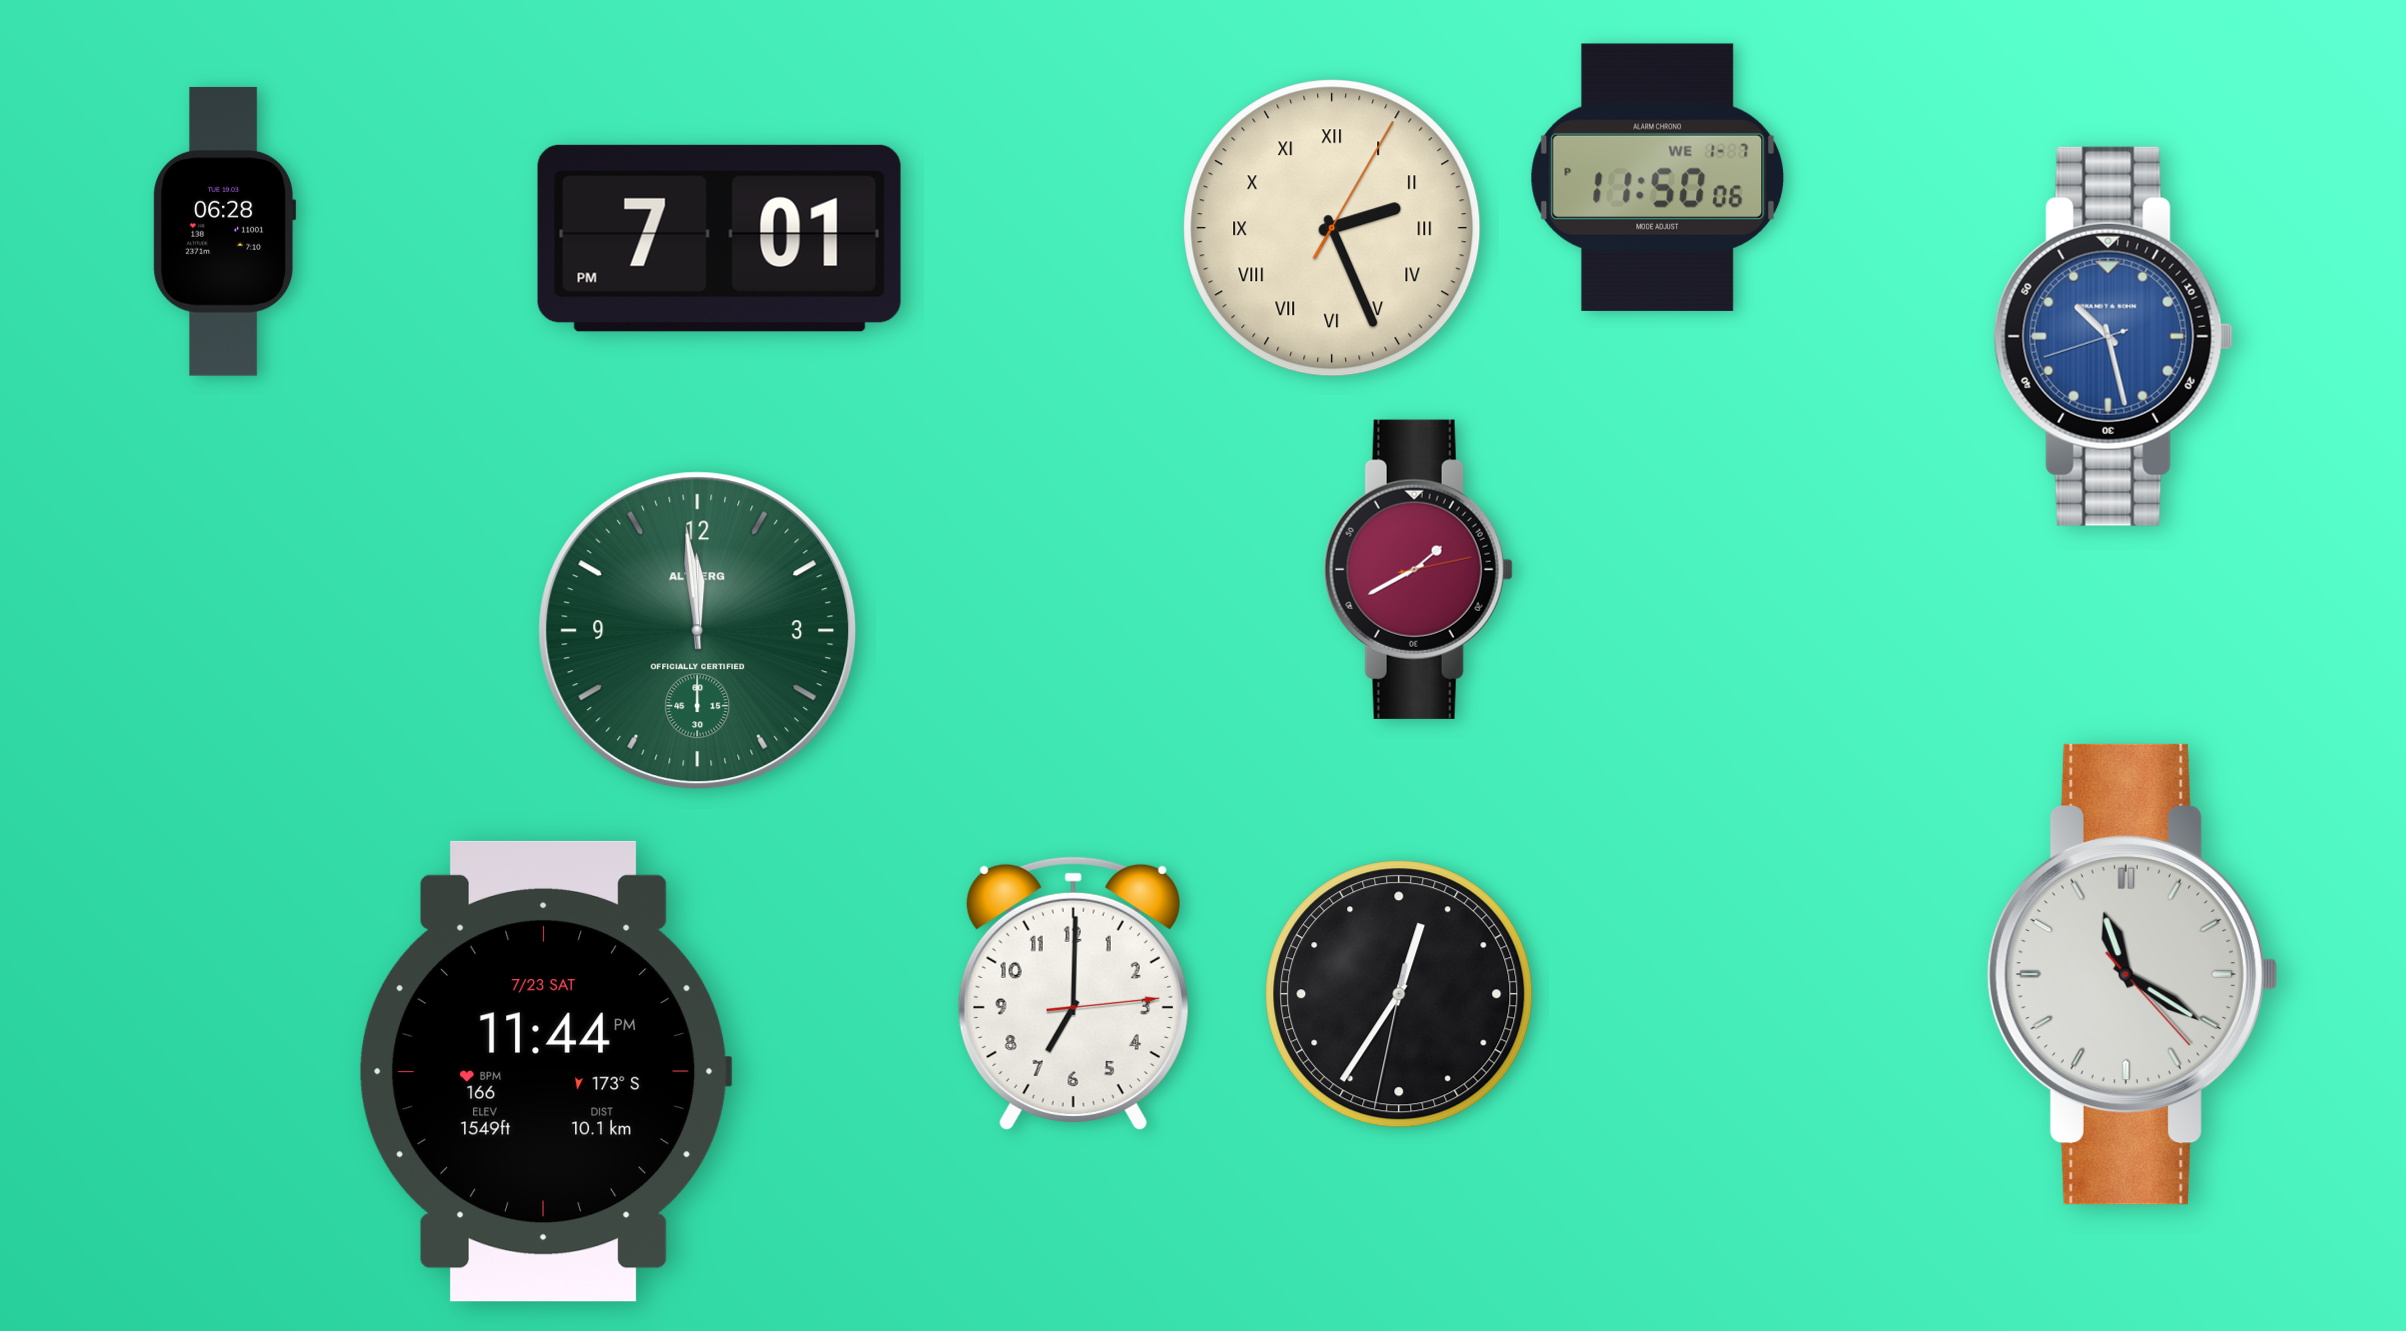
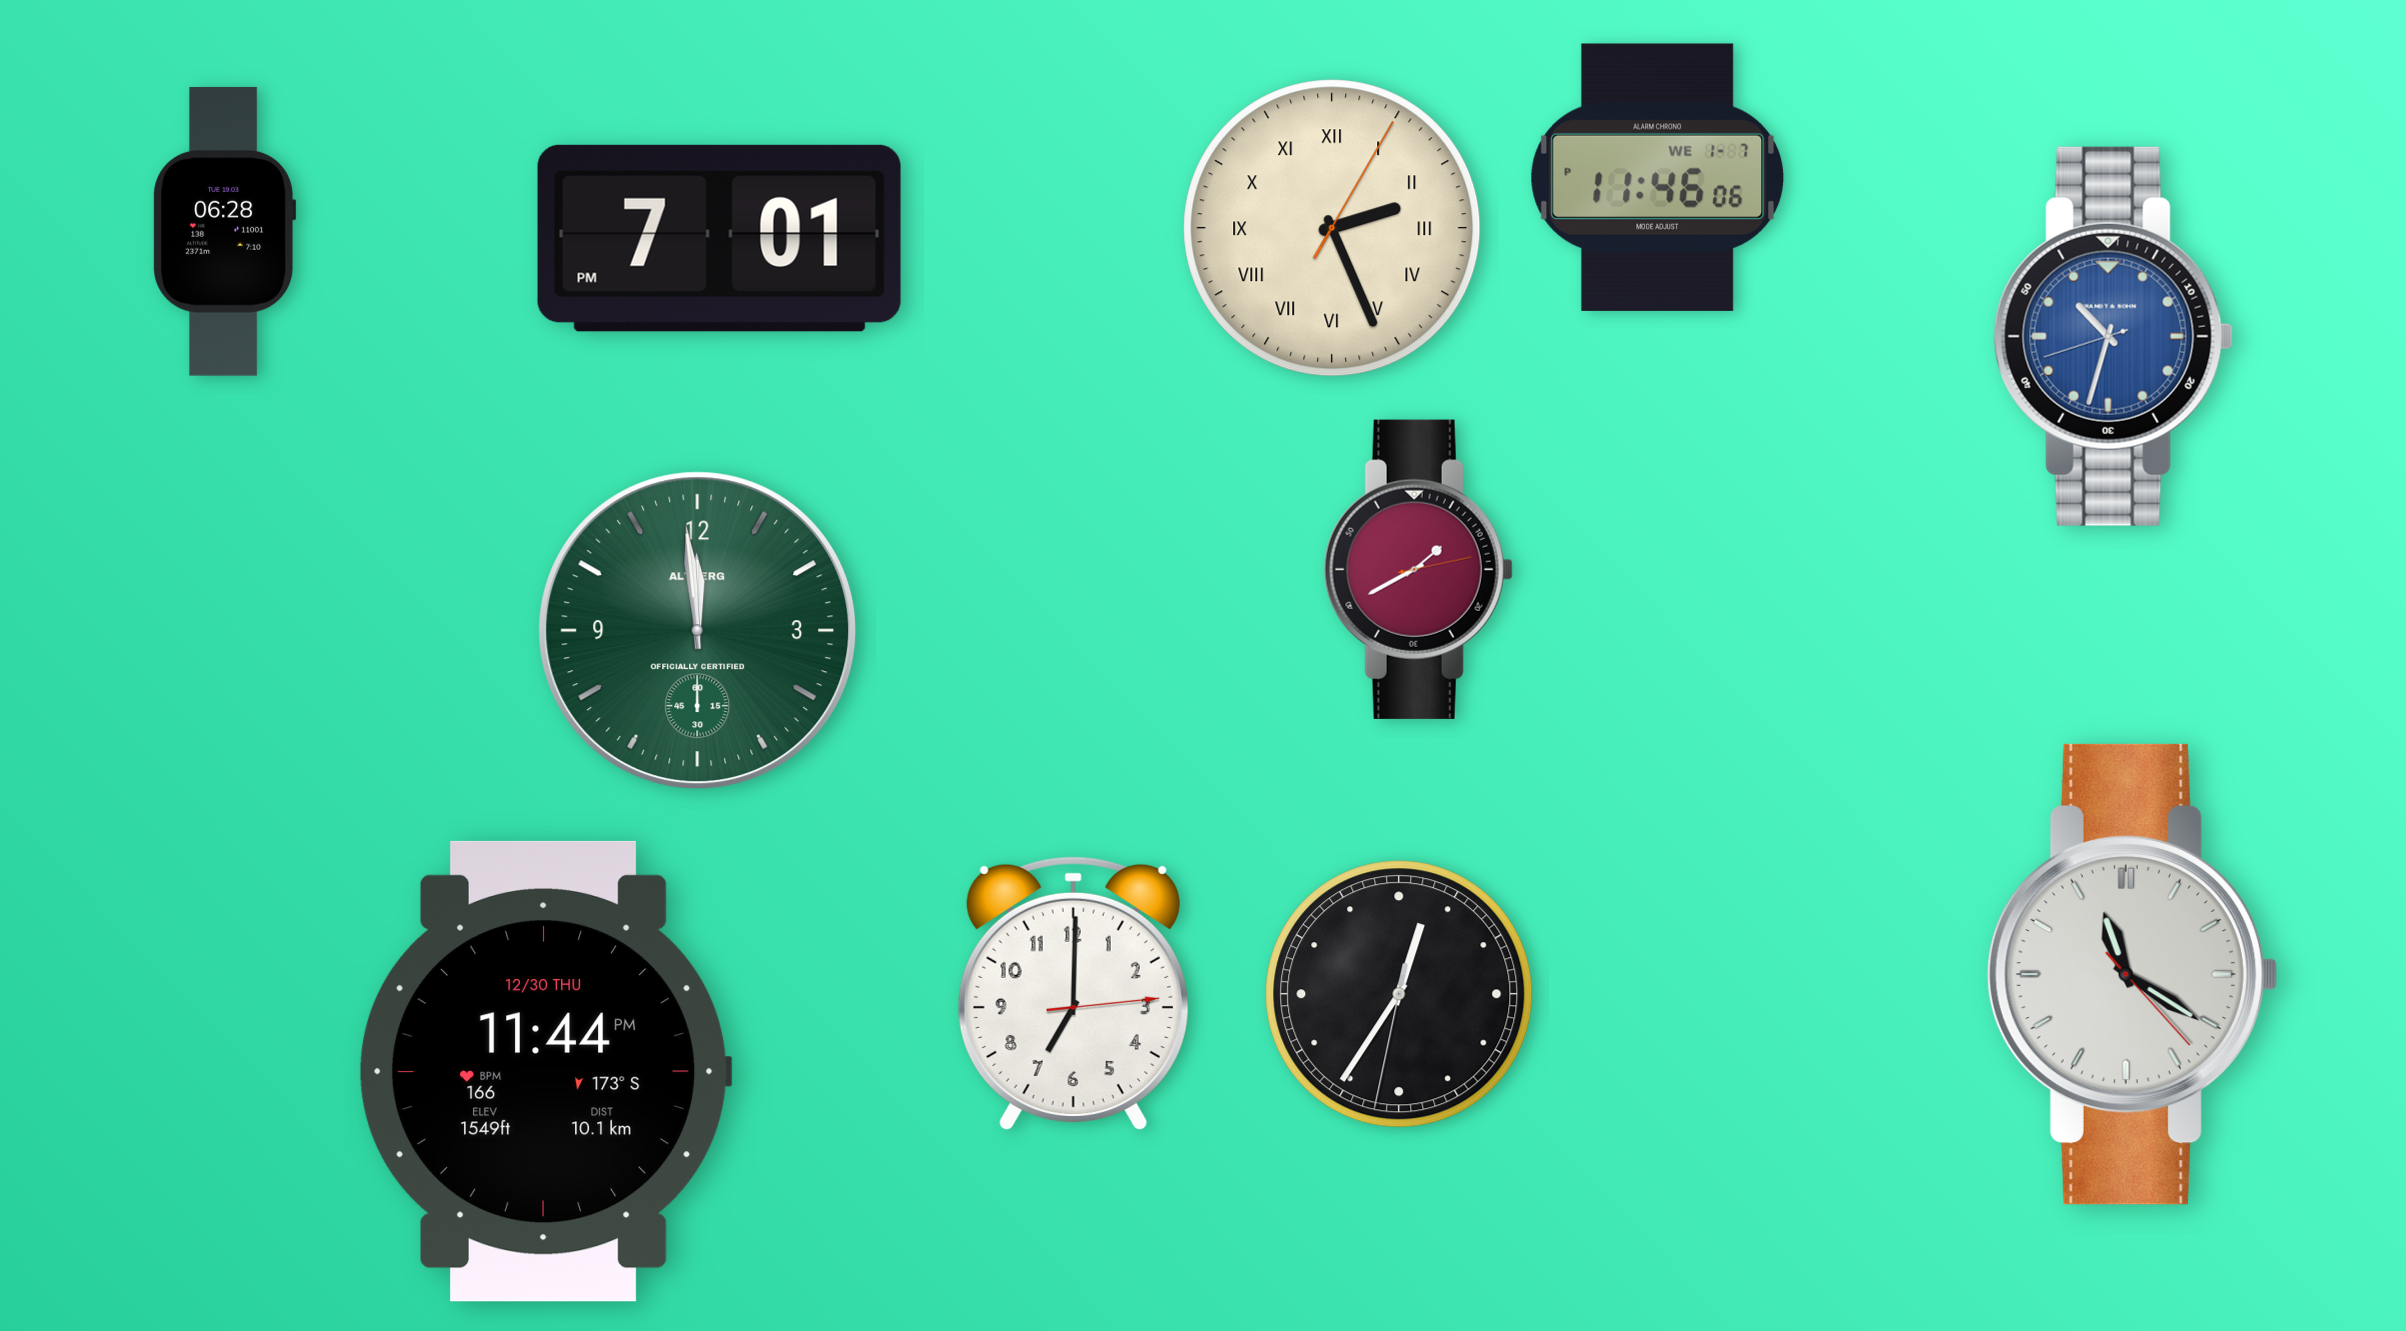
clock at (1658, 177): 11:50 -> 11:46
clock at (2113, 336): 10:27 -> 10:32
clock at (545, 1071) date: 7/23 SAT -> 12/30 THU
